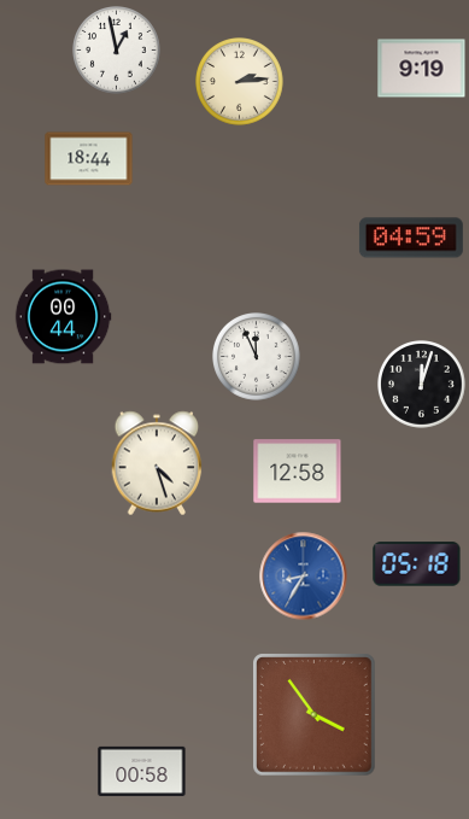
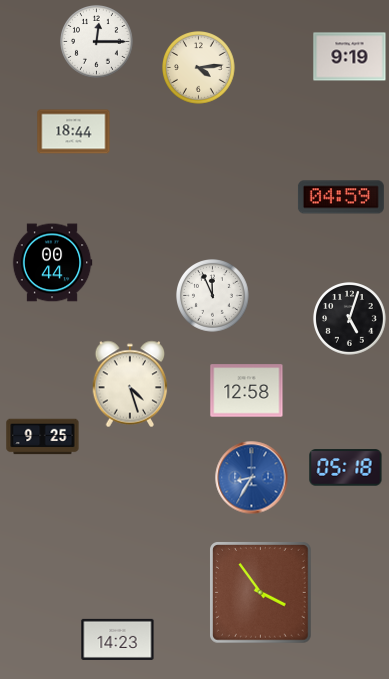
clock at (117, 51): 12:58 -> 12:15
clock at (240, 82): 2:14 -> 4:14
clock at (422, 385): 12:03 -> 5:03
clock at (43, 437): none -> 9:25
clock at (142, 771): 00:58 -> 14:23
